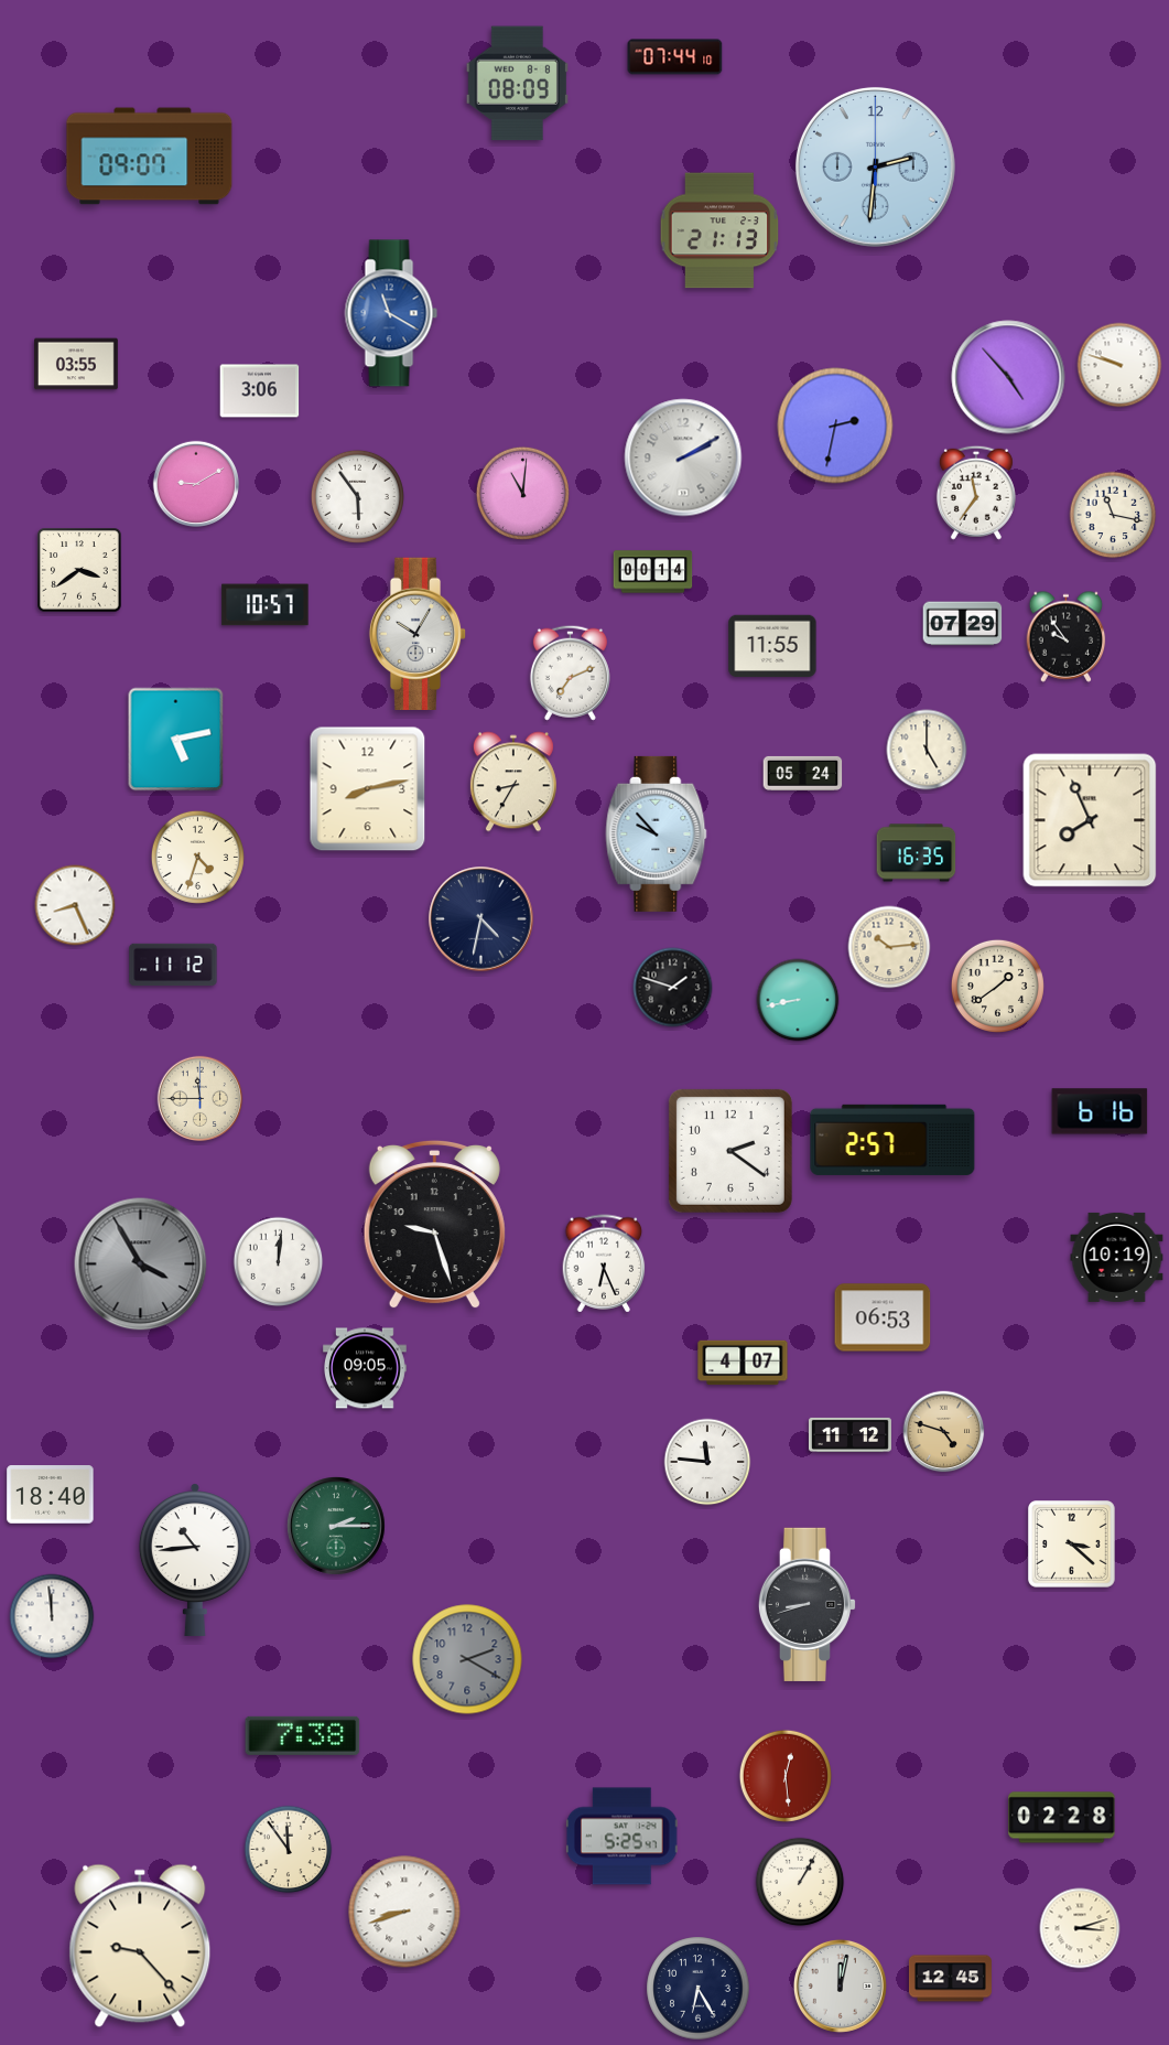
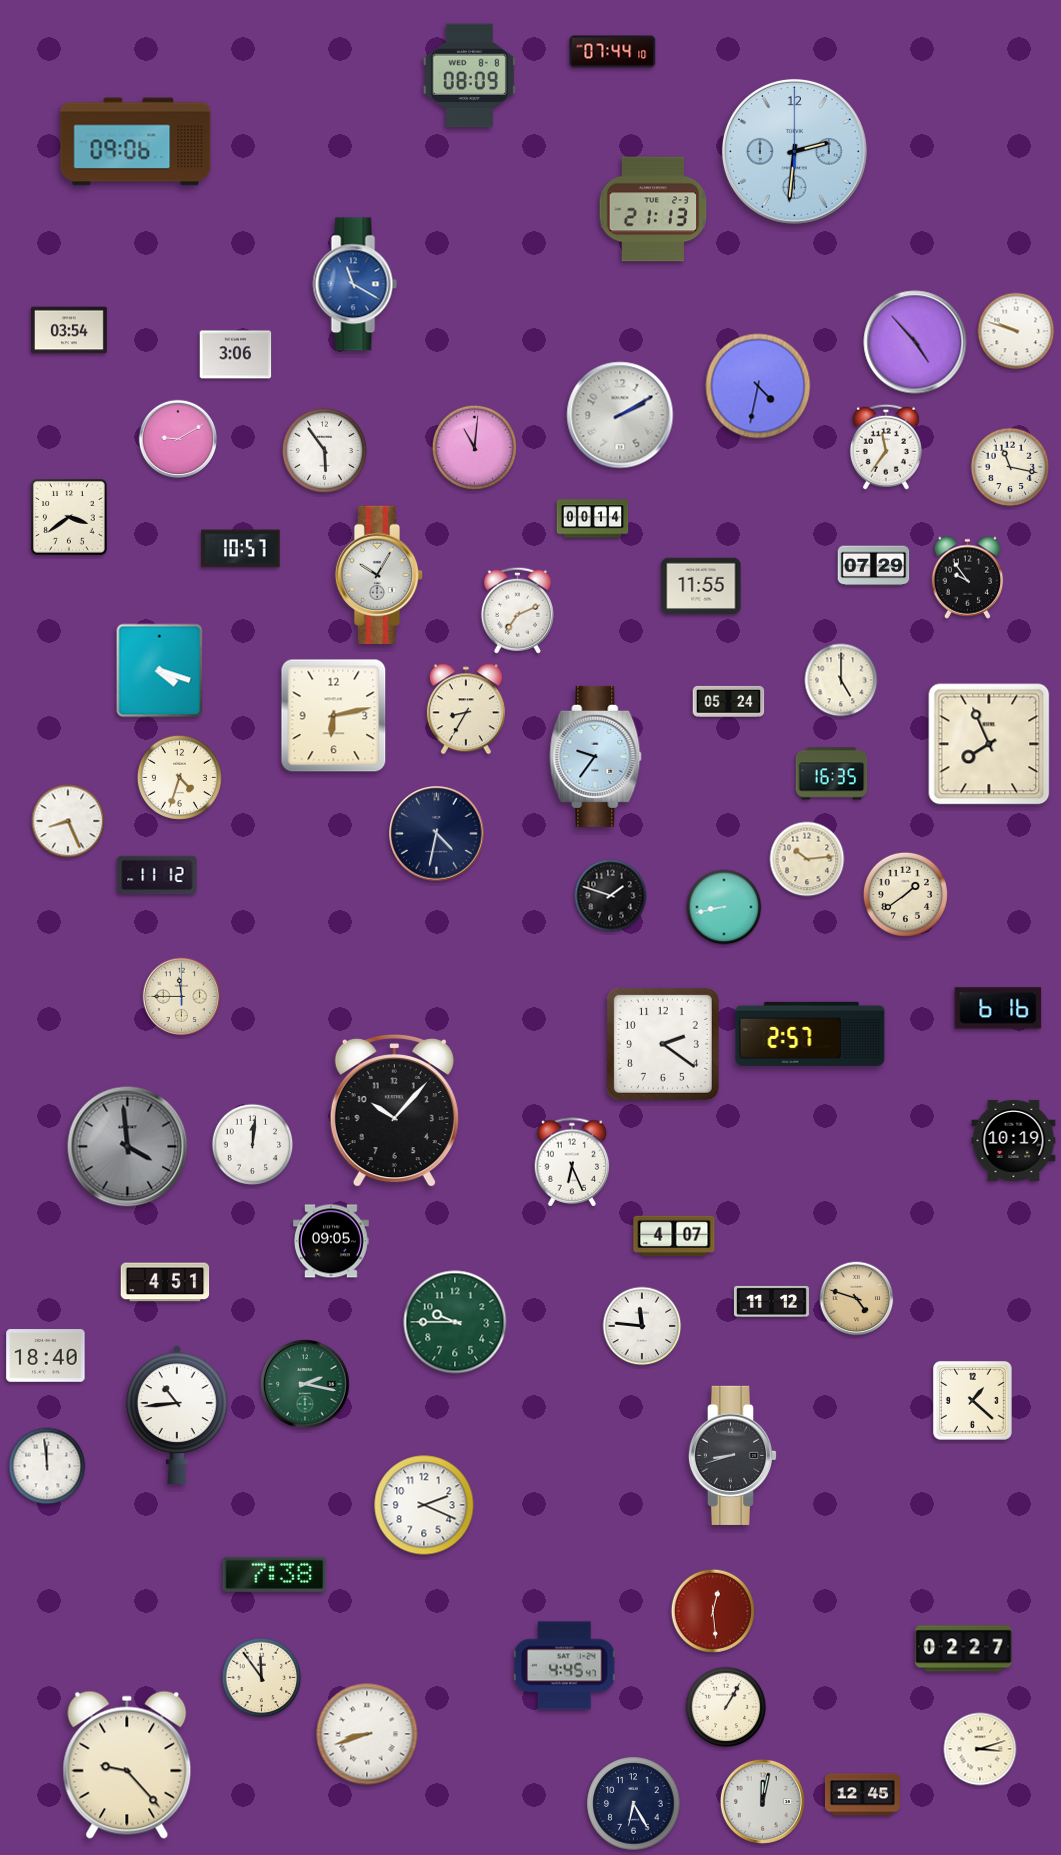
clock at (150, 157): 09:07 -> 09:06
clock at (77, 364): 03:55 -> 03:54
clock at (835, 426): 2:32 -> 4:32
clock at (79, 570) position: (79, 570) -> (69, 517)
clock at (176, 740): 5:13 -> 4:18
clock at (368, 789): 8:13 -> 6:13
clock at (657, 833): 9:53 -> 9:36
clock at (434, 1225): 9:27 -> 10:07
clock at (604, 1263) position: (604, 1263) -> (572, 1162)
clock at (141, 1264): 3:55 -> 3:59
clock at (883, 1317): 06:53 -> none
clock at (165, 1282): none -> 4:51
clock at (455, 1322): none -> 9:45
clock at (337, 1527): 2:15 -> 2:17
clock at (1072, 1544): 3:22 -> 1:22
clock at (467, 1659): 2:20 -> 2:19
clock at (467, 1659) dial: grey -> white
clock at (1062, 1818): 02:28 -> 02:27
clock at (623, 1837): 5:25 -> 4:45
